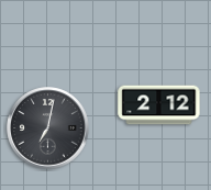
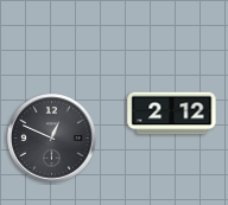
clock at (48, 128): 7:02 -> 12:49
